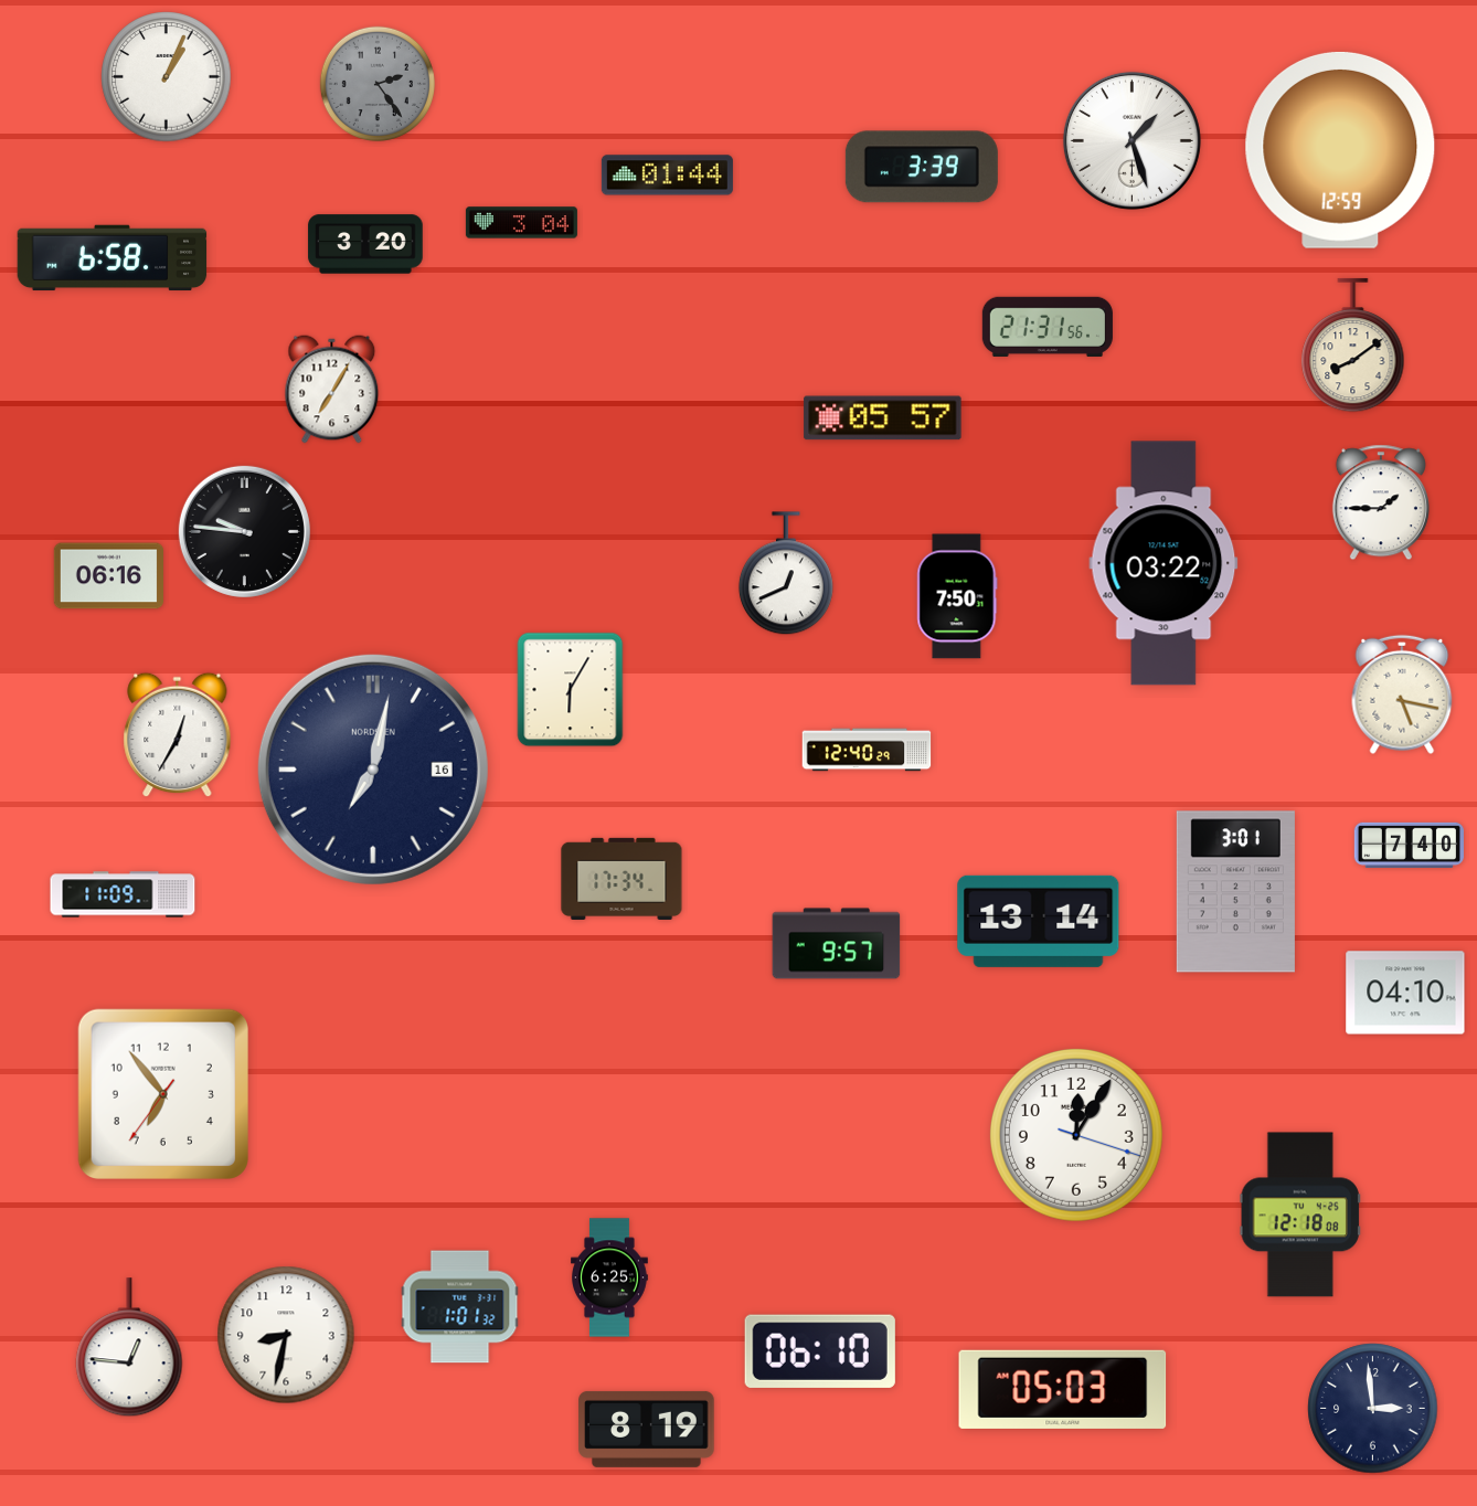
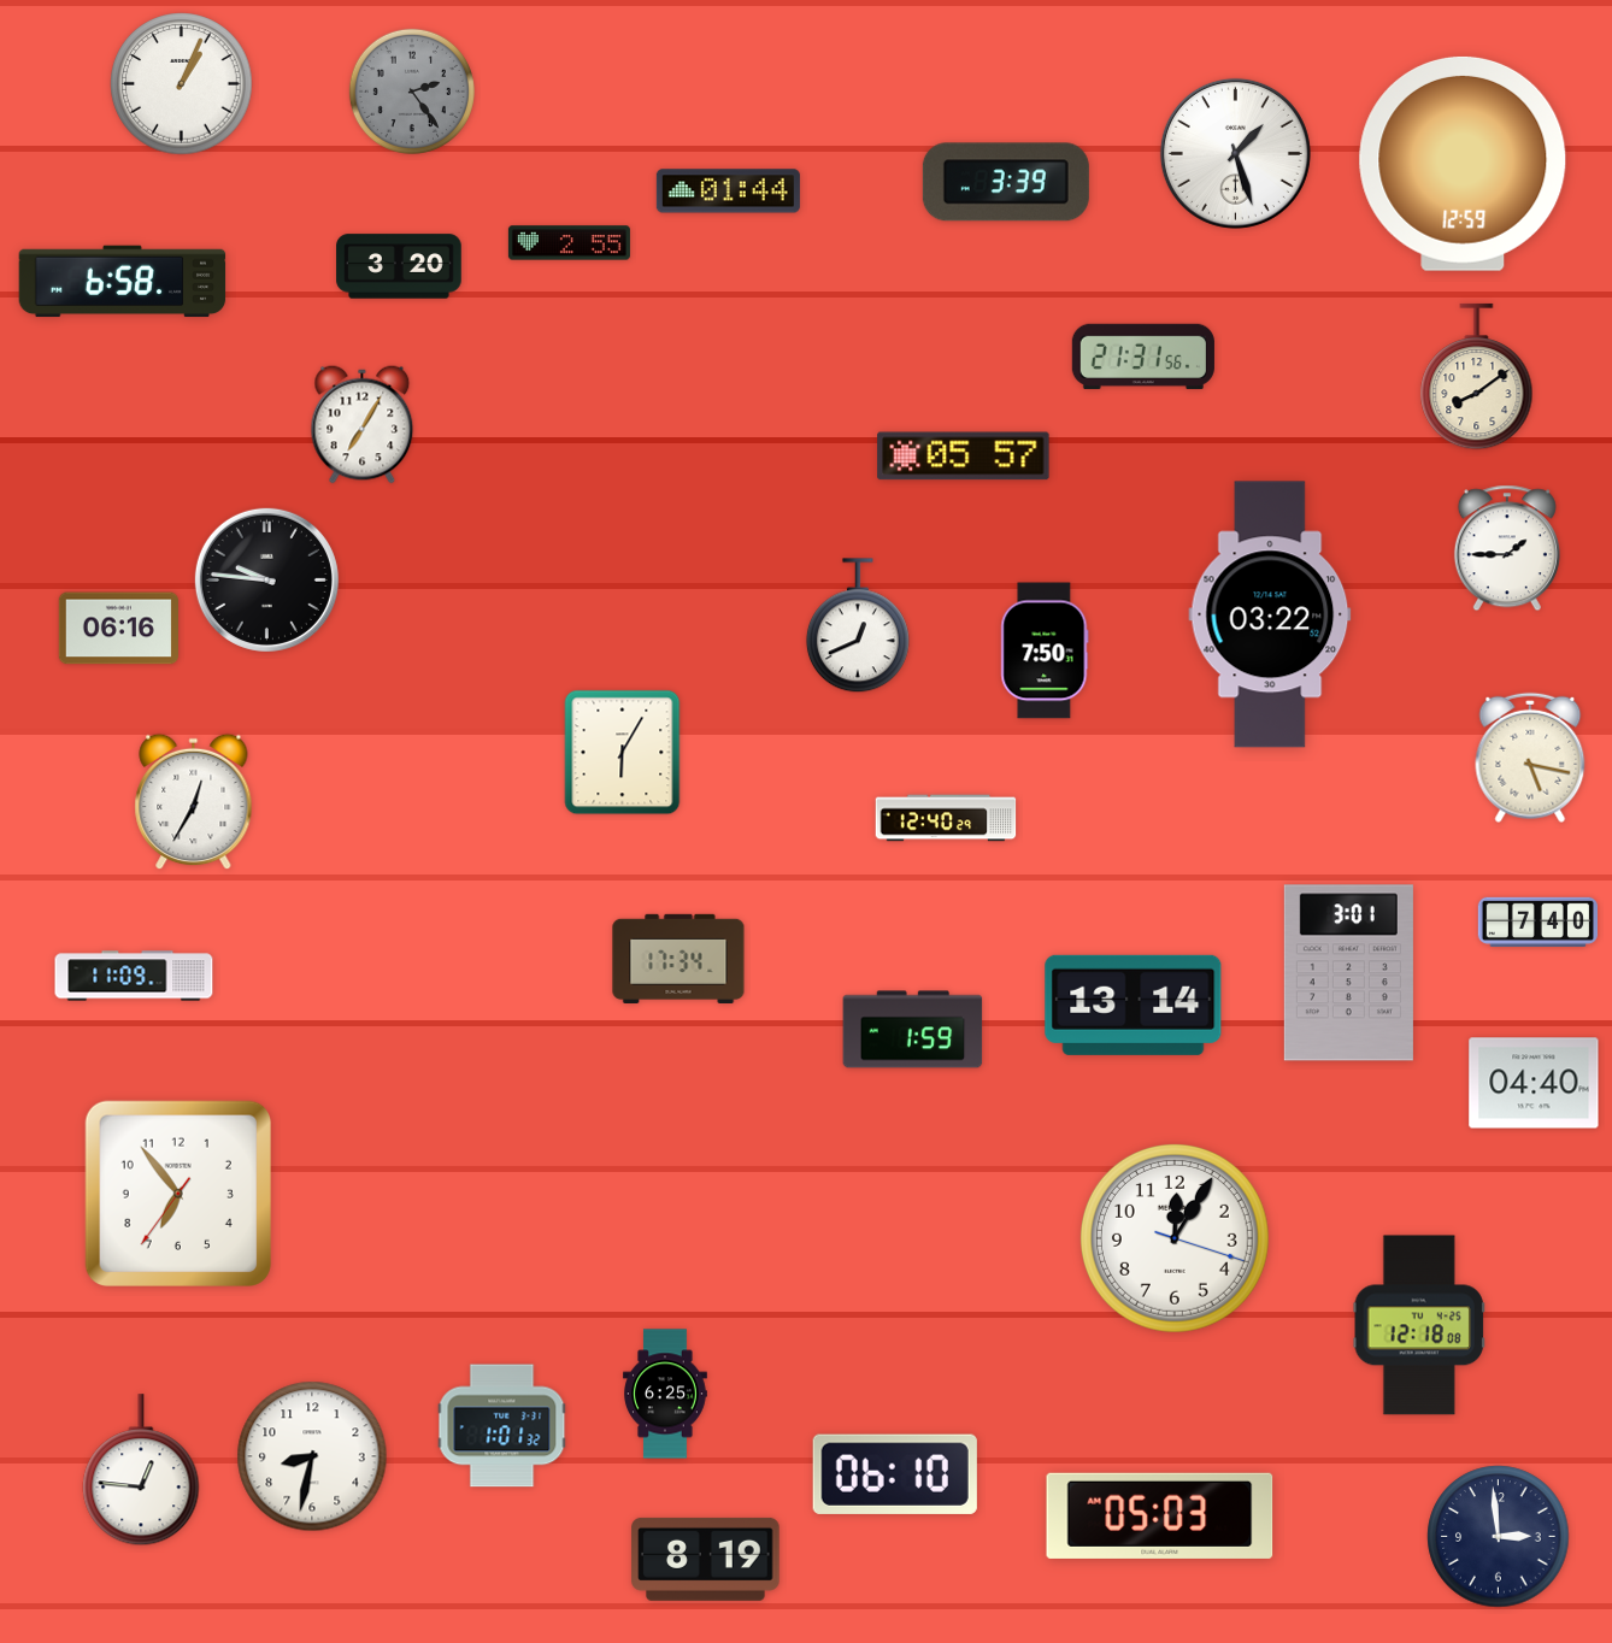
clock at (521, 223): 3:04 -> 2:55
clock at (373, 770): 7:02 -> none
clock at (837, 944): 9:57 -> 1:59
clock at (1405, 993): 04:10 -> 04:40
